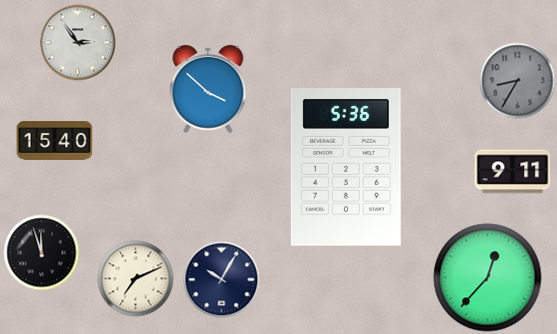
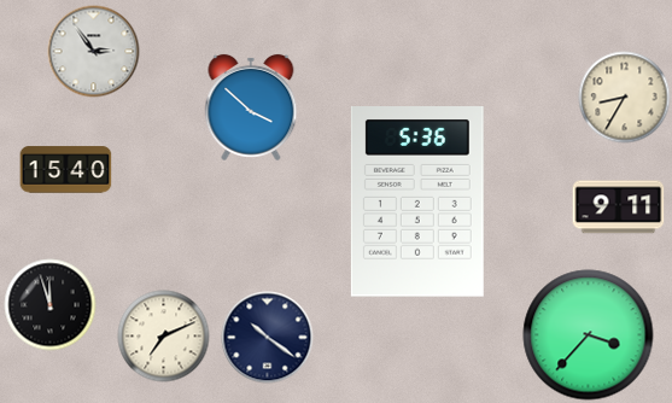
clock at (518, 81) dial: grey -> cream
clock at (488, 278): 12:37 -> 3:37
clock at (222, 280): 10:05 -> 10:21
